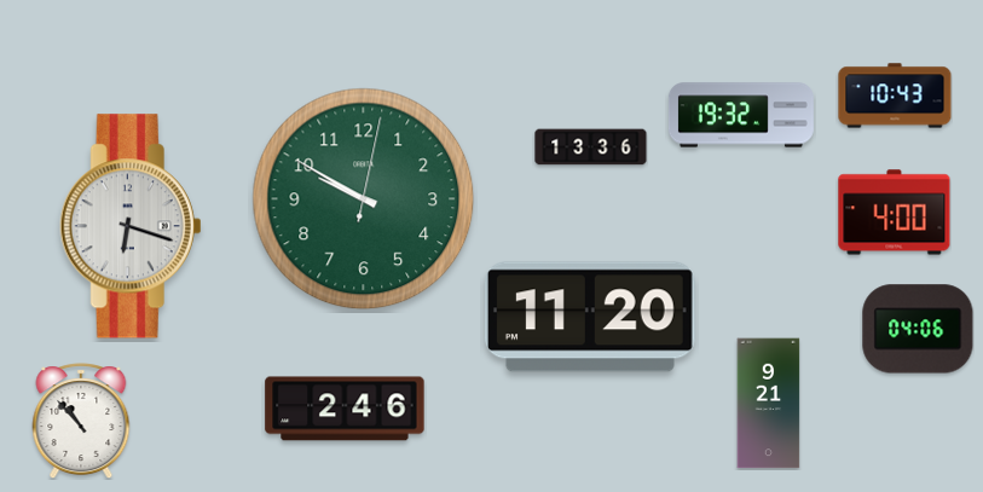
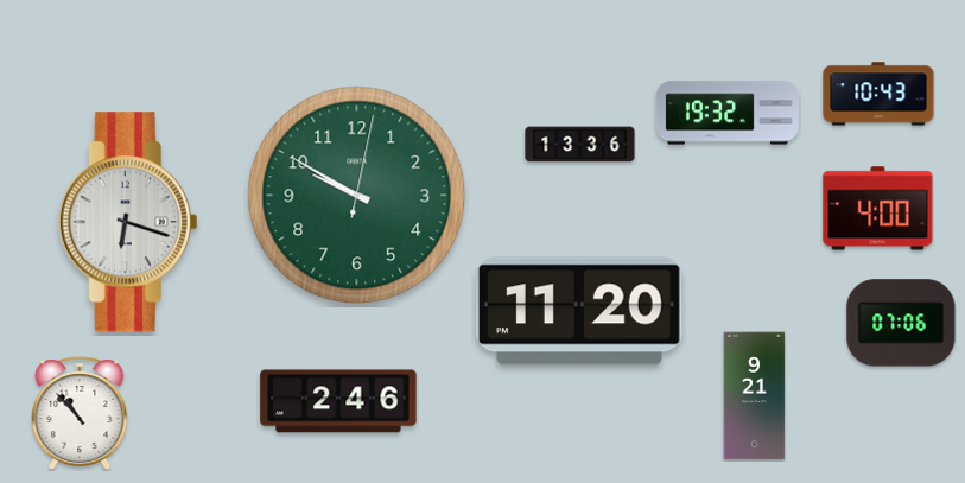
clock at (918, 329): 04:06 -> 07:06
